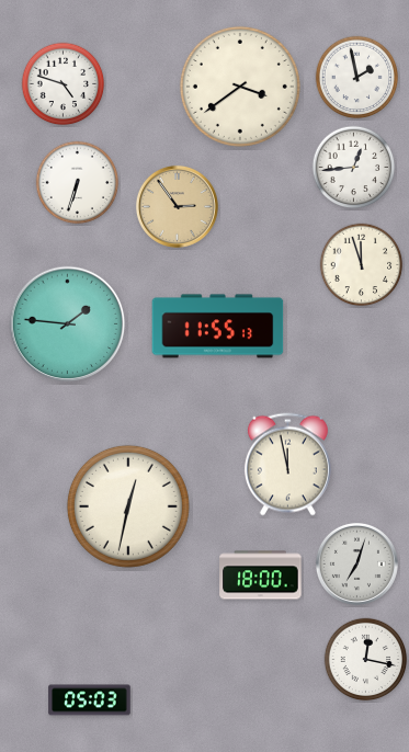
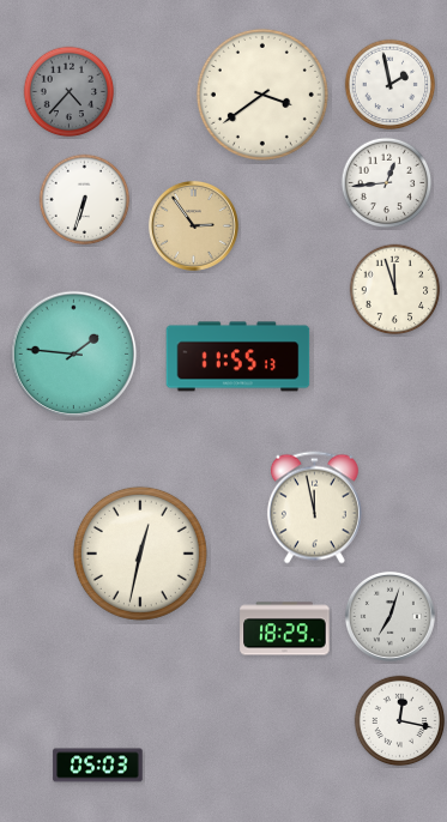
clock at (64, 84): 4:48 -> 4:37
clock at (64, 84) dial: white -> grey
clock at (261, 576): 18:00 -> 18:29
